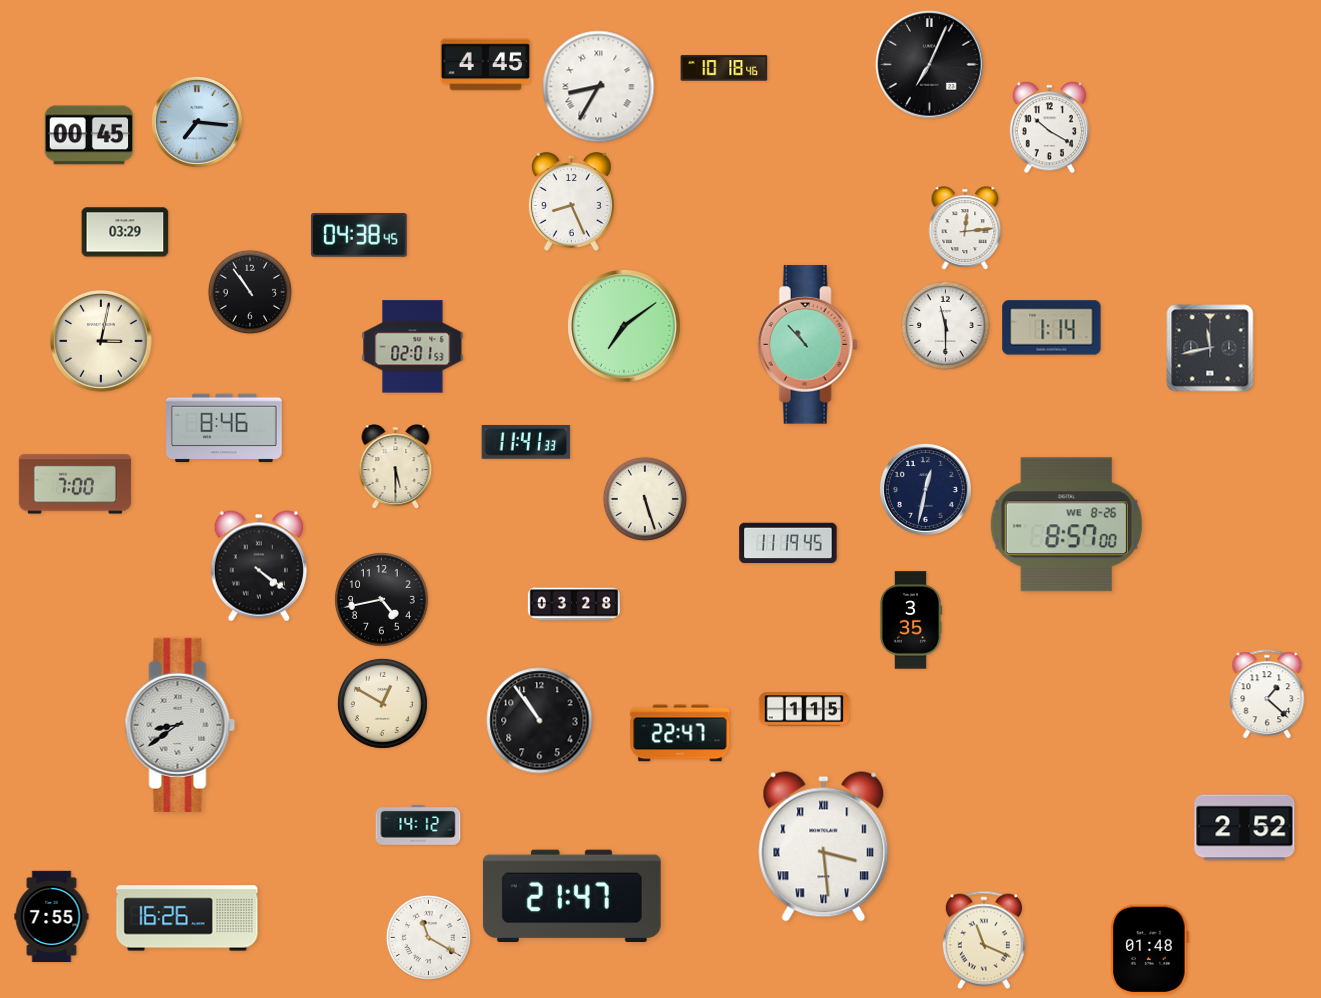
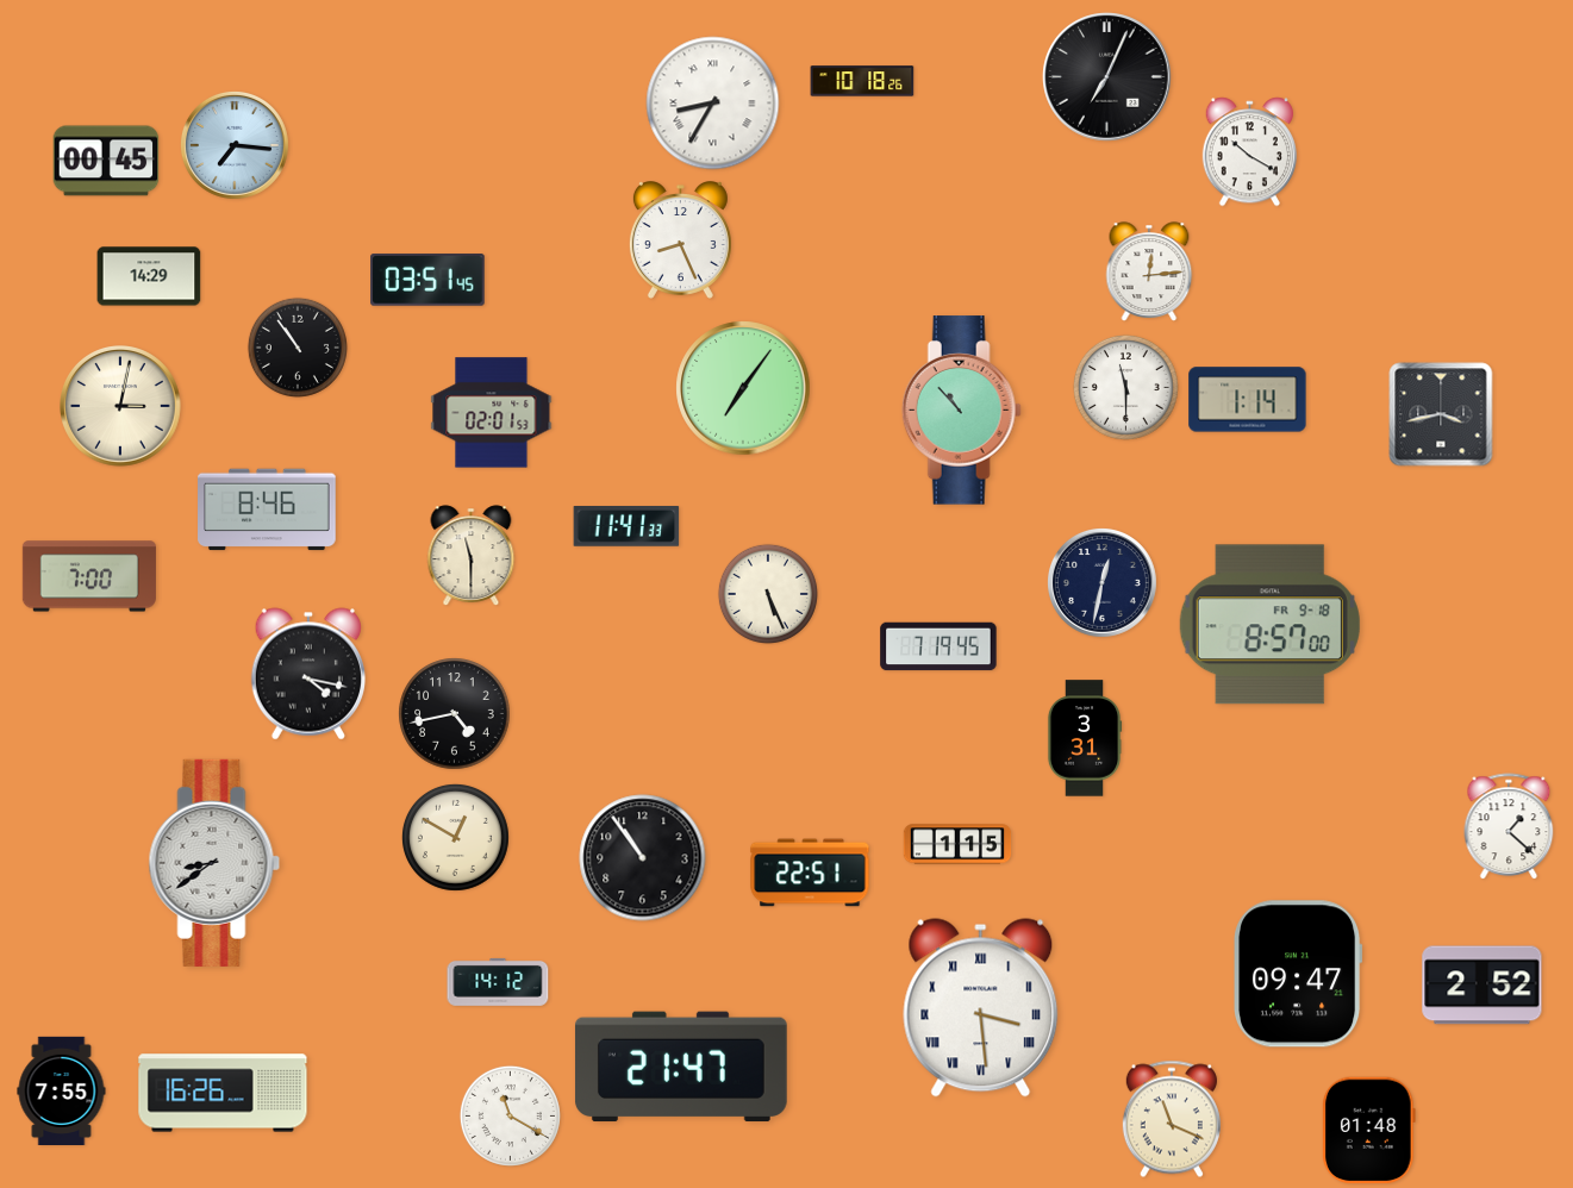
clock at (486, 65): 4:45 -> none
clock at (724, 68): 10:18:46 -> 10:18:26
clock at (125, 232): 03:29 -> 14:29
clock at (359, 235): 04:38 -> 03:51
clock at (624, 326): 7:09 -> 7:06
clock at (1052, 328) position: (1052, 328) -> (1248, 400)
clock at (1210, 348): 11:43 -> 3:43
clock at (396, 467): 5:30 -> 11:30
clock at (645, 499): 5:27 -> 5:26
clock at (1066, 525) date: WE 8-26 -> FR 9-18
clock at (788, 543): 11:19 -> 7:19
clock at (258, 566): 4:21 -> 4:17
clock at (574, 604): 03:28 -> none
clock at (911, 620): 3:35 -> 3:31
clock at (680, 733): 22:47 -> 22:51
clock at (1299, 974): none -> 09:47
